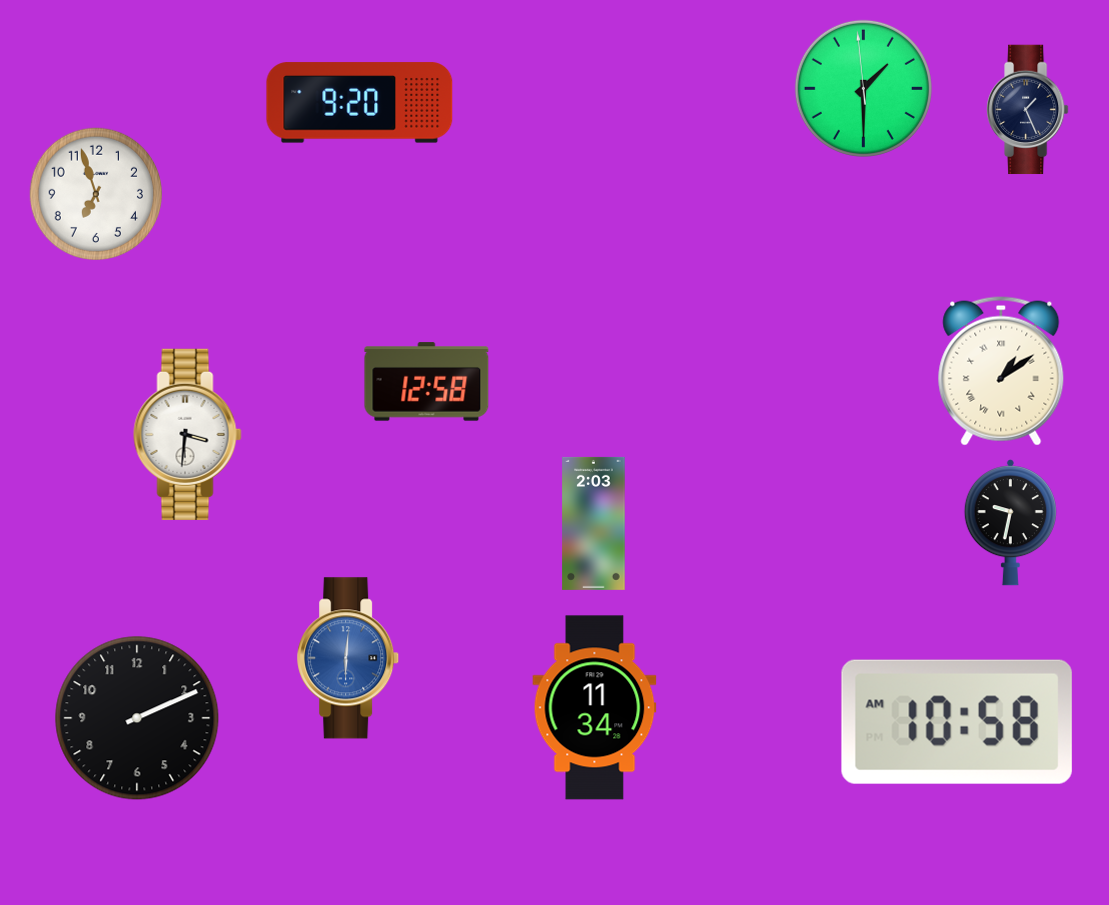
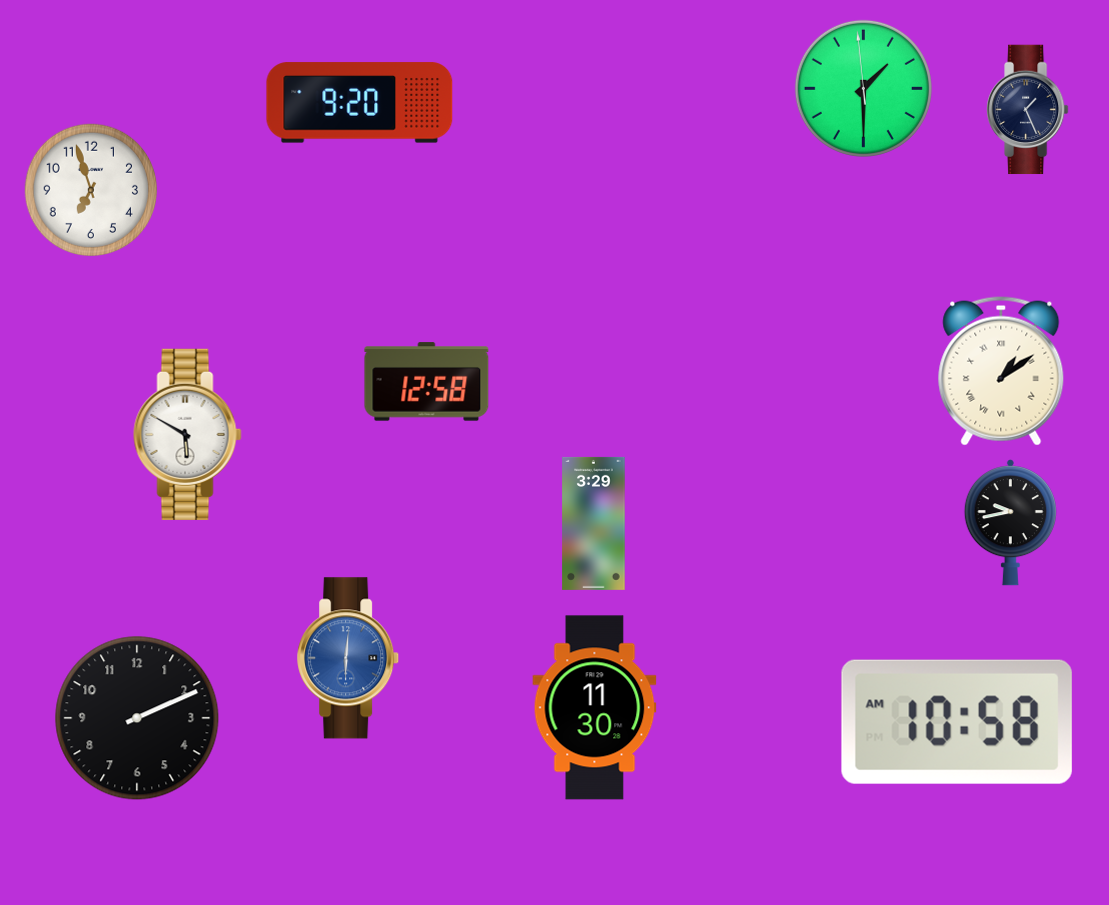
clock at (95, 193) position: (95, 193) -> (90, 189)
clock at (188, 434): 3:31 -> 5:50
clock at (594, 523): 2:03 -> 3:29
clock at (1010, 523): 9:32 -> 9:43
clock at (595, 708): 11:34 -> 11:30
